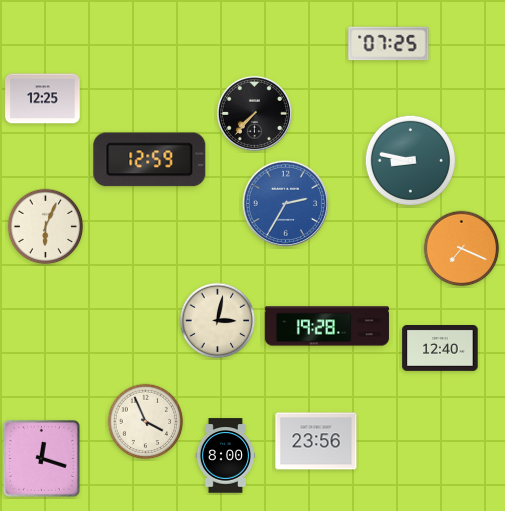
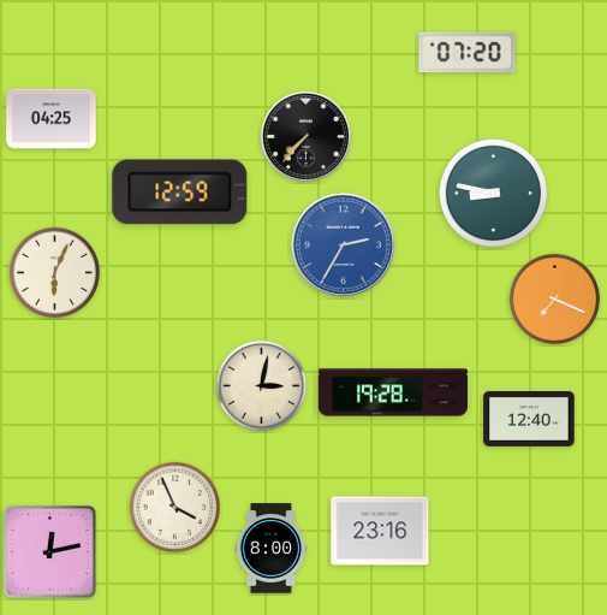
clock at (389, 44): 07:25 -> 07:20
clock at (43, 99): 12:25 -> 04:25
clock at (316, 441): 23:56 -> 23:16
clock at (41, 458): 12:18 -> 12:13
